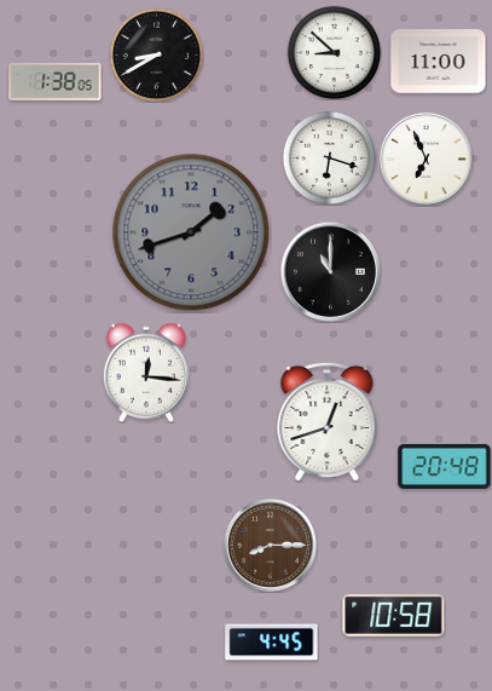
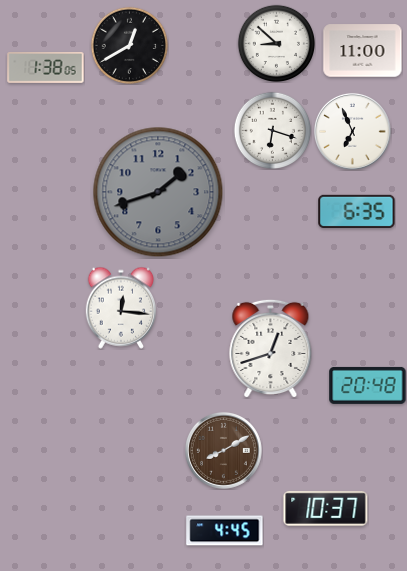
clock at (156, 54): 8:40 -> 12:40
clock at (357, 211): none -> 6:35
clock at (330, 271): 11:00 -> none
clock at (270, 545): 8:15 -> 8:10
clock at (394, 615): 10:58 -> 10:37
